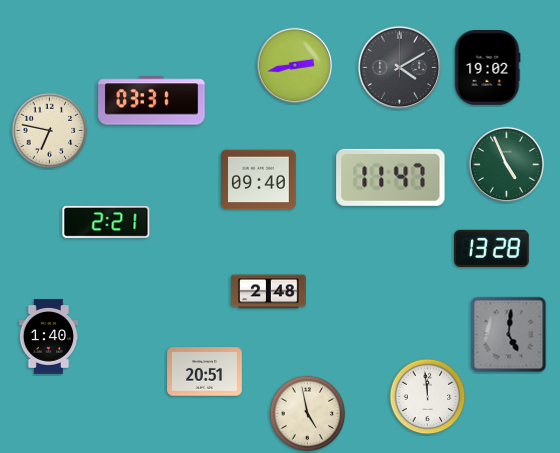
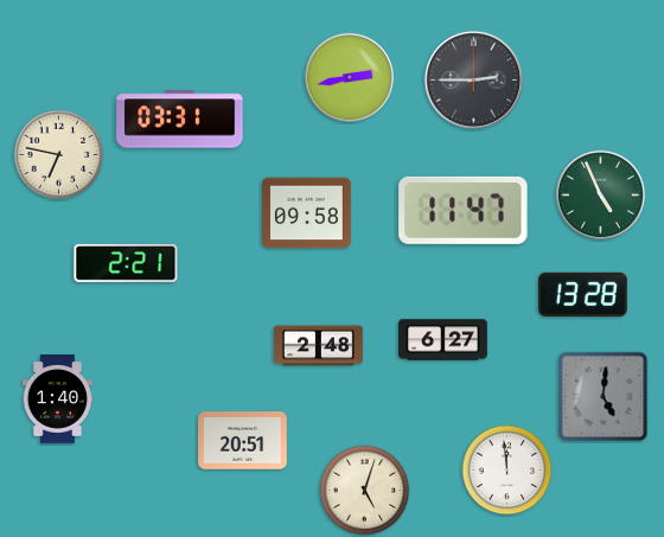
clock at (400, 68): 4:10 -> 2:45
clock at (487, 68): 19:02 -> none
clock at (259, 180): 09:40 -> 09:58
clock at (443, 340): none -> 6:27
clock at (308, 414): 4:58 -> 5:03
